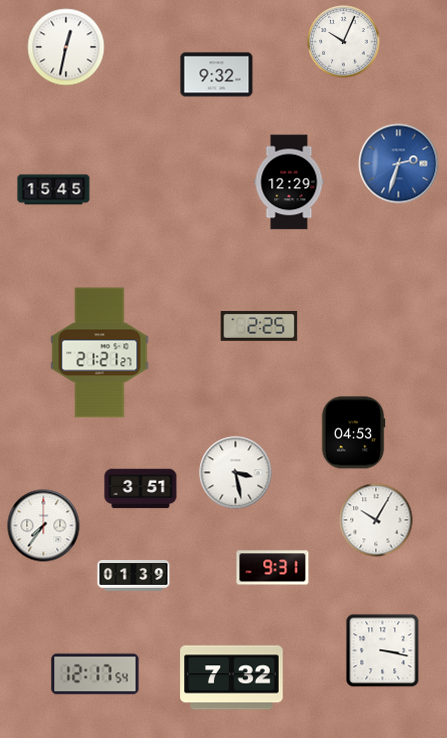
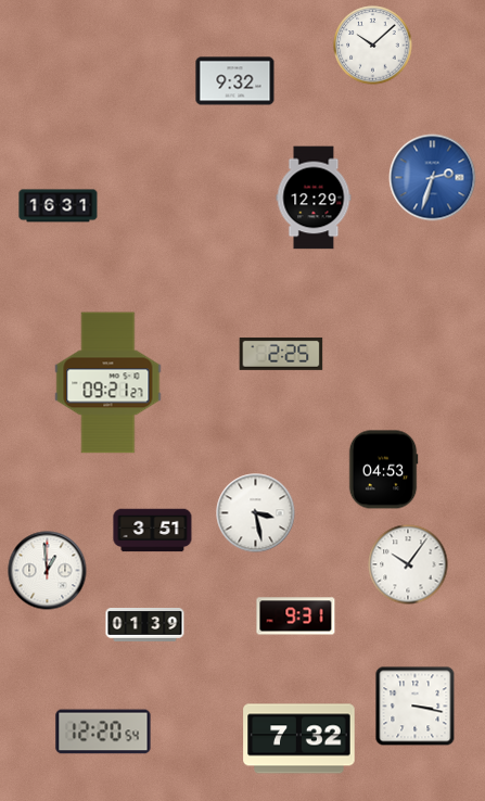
clock at (344, 42): 10:04 -> 10:08
clock at (66, 47): 12:32 -> none
clock at (54, 190): 15:45 -> 16:31
clock at (100, 353): 21:21 -> 09:21
clock at (376, 520): 10:05 -> 10:06
clock at (44, 526): 7:36 -> 12:59
clock at (95, 674): 12:17 -> 12:20
clock at (232, 678) position: (232, 678) -> (299, 739)
